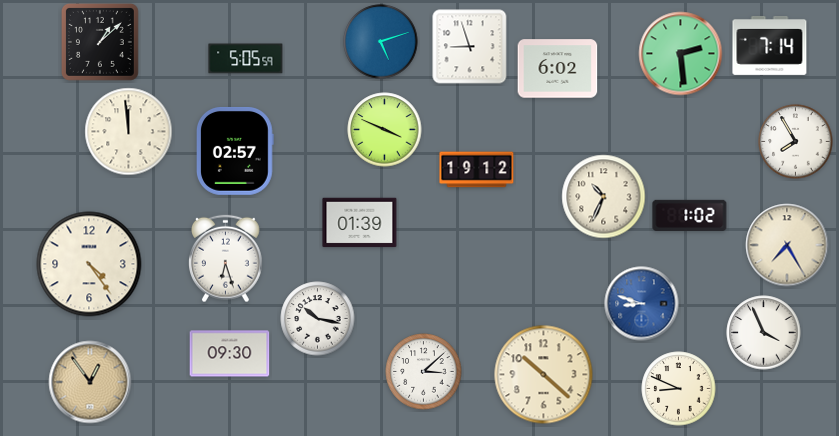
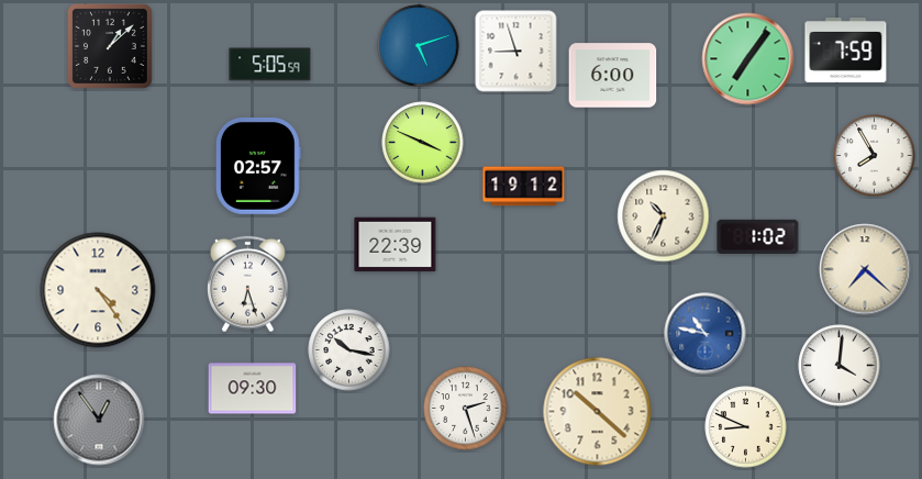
clock at (770, 45): 7:14 -> 7:59
clock at (681, 54): 2:29 -> 7:06
clock at (558, 69): 6:02 -> 6:00
clock at (129, 132): 11:59 -> none
clock at (360, 223): 01:39 -> 22:39
clock at (787, 245): 7:25 -> 7:22
clock at (642, 304): 8:48 -> 10:47
clock at (764, 333): 3:56 -> 4:01
clock at (424, 372): 3:08 -> 2:27
clock at (90, 382) dial: champagne -> grey
